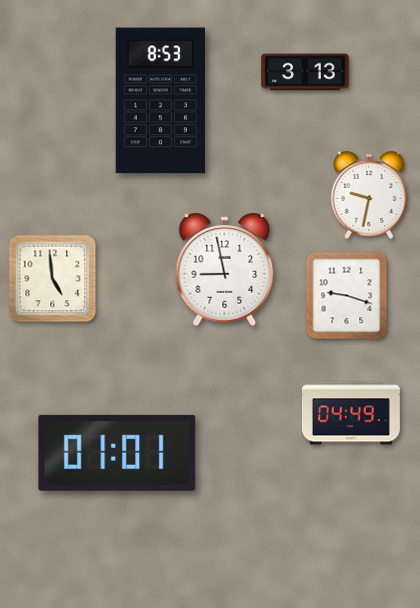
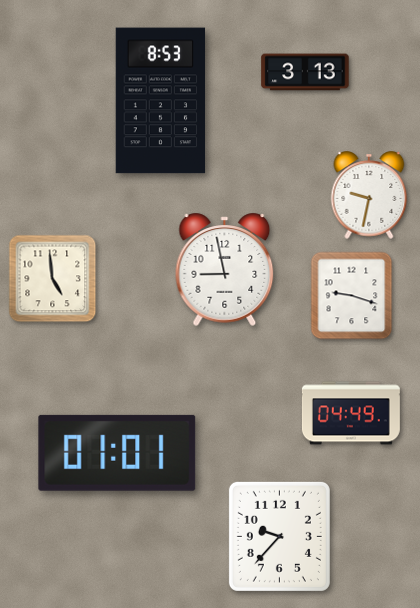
clock at (347, 296) position: (347, 296) -> (352, 296)
clock at (279, 536): none -> 9:37
